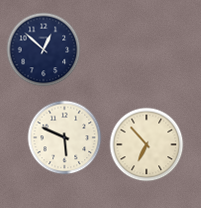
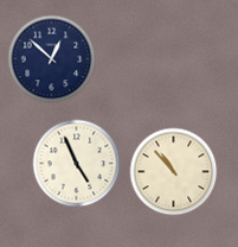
clock at (65, 138): 5:49 -> 4:56
clock at (147, 145): 6:53 -> 10:53
